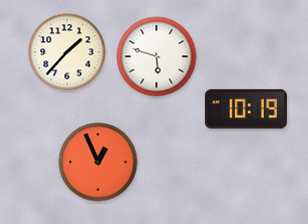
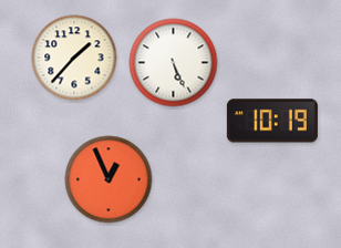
clock at (157, 57): 5:48 -> 5:26
